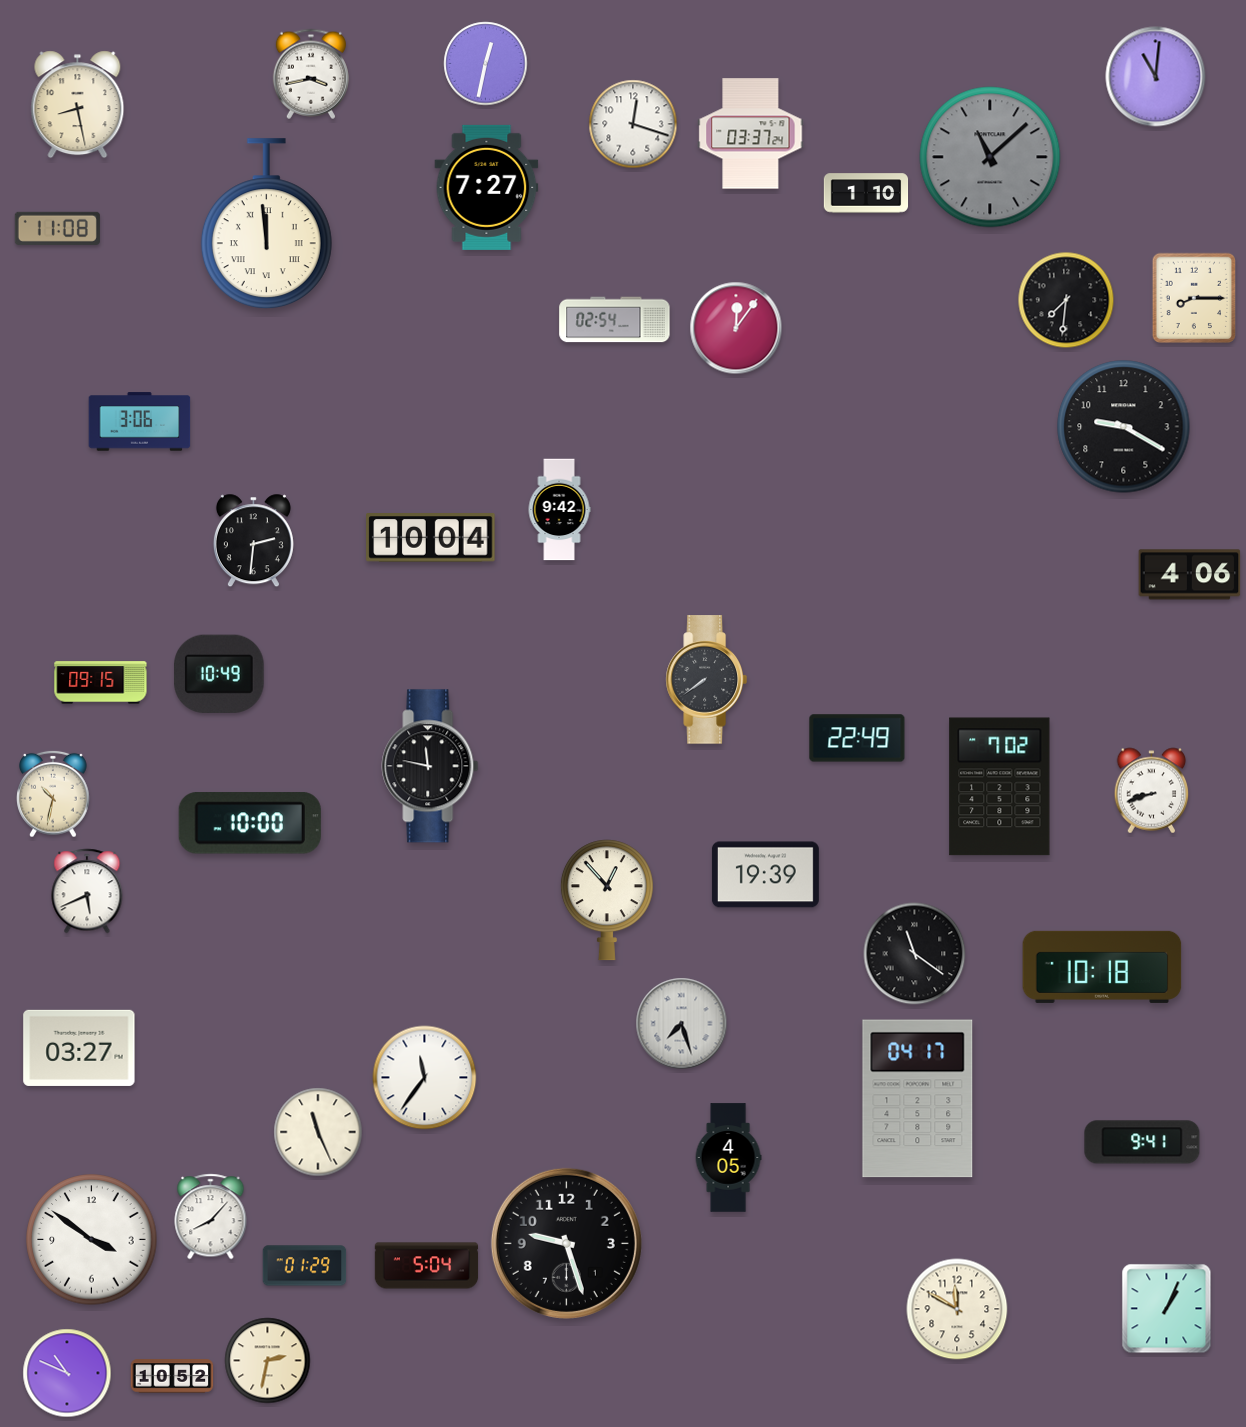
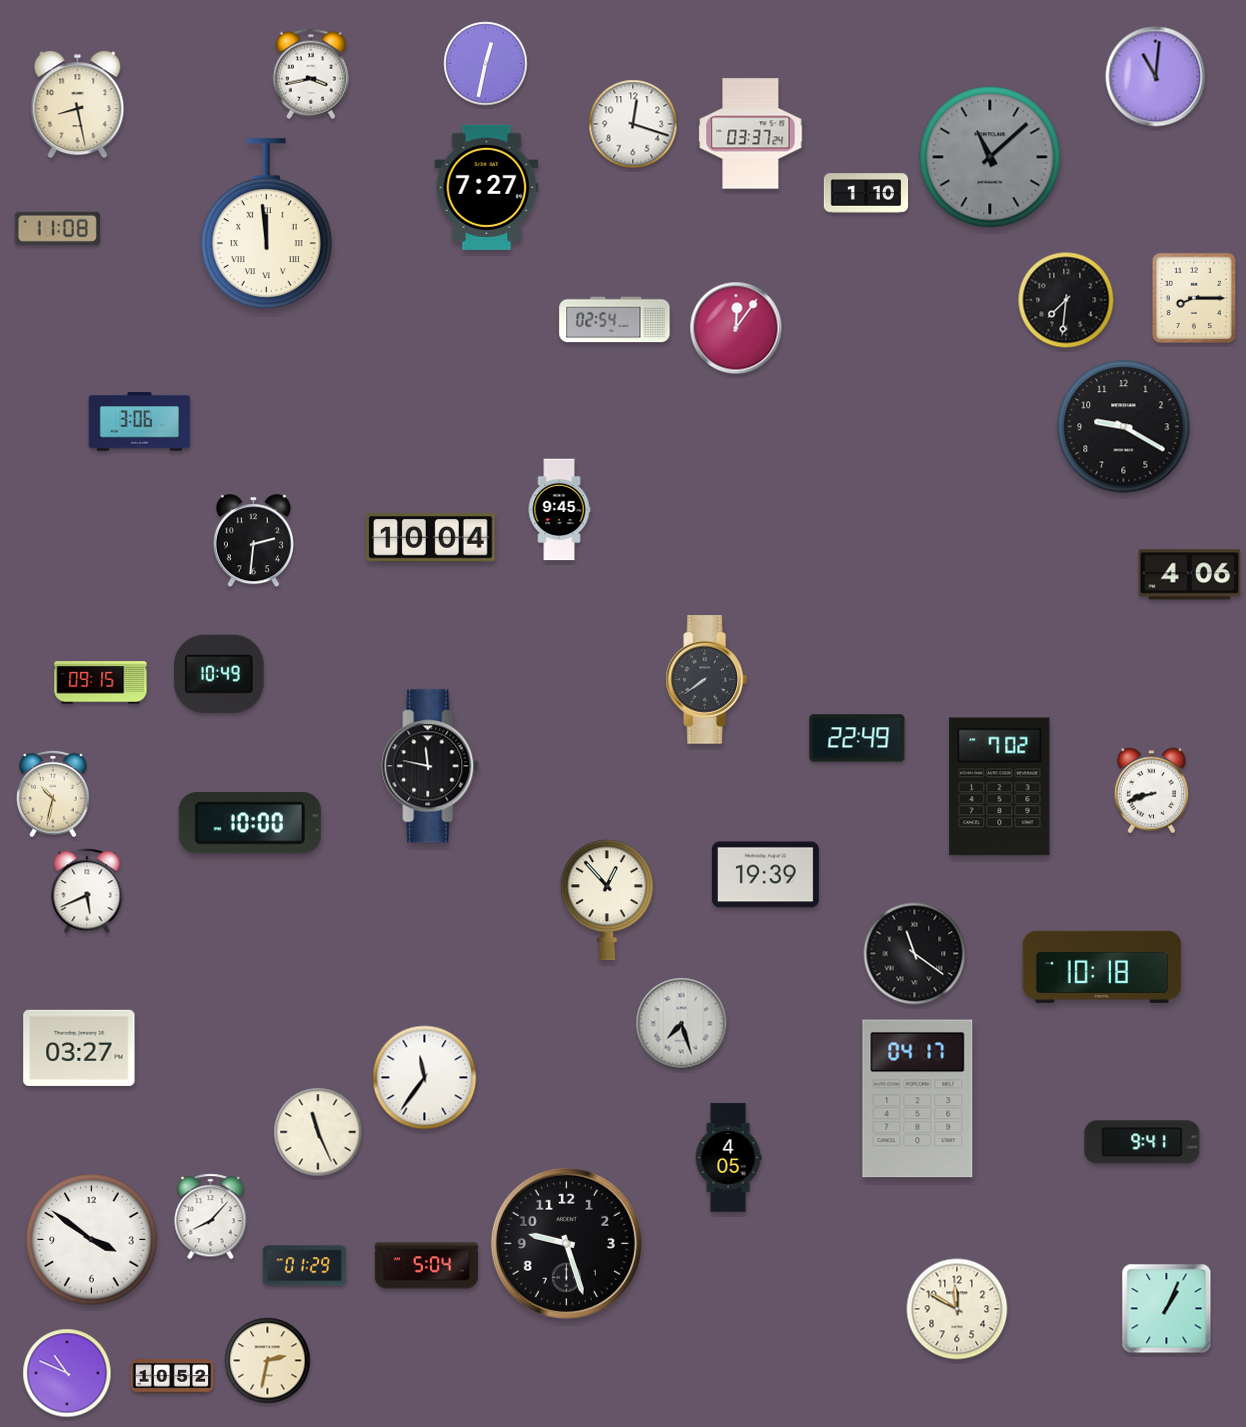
clock at (559, 510): 9:42 -> 9:45
